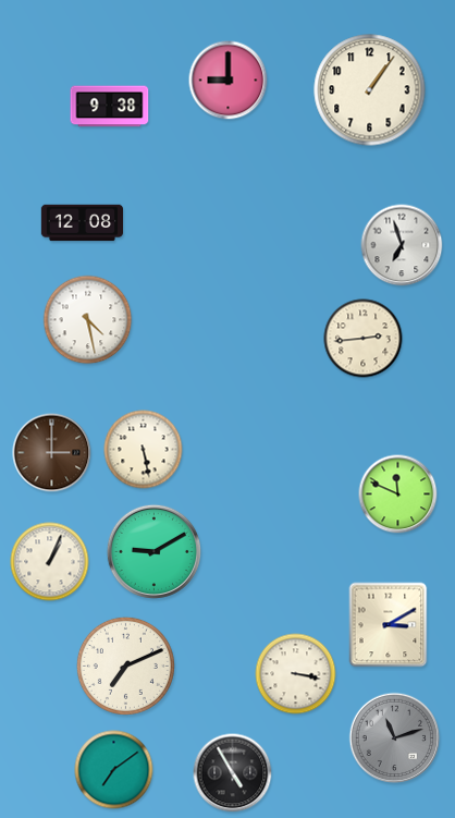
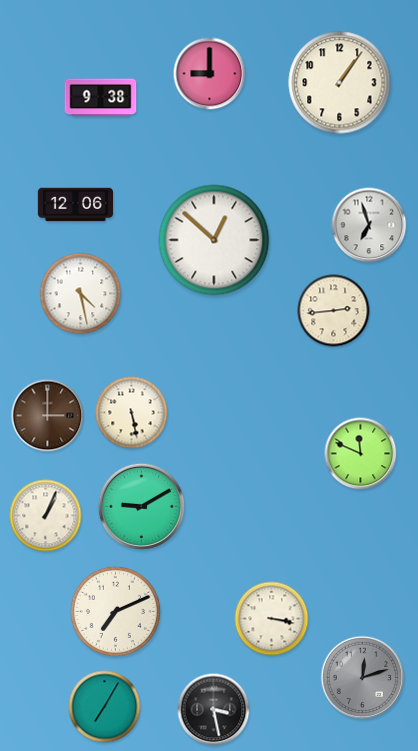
clock at (82, 223): 12:08 -> 12:06
clock at (214, 240): none -> 12:52
clock at (398, 495) position: (398, 495) -> (361, 454)
clock at (389, 625): 3:10 -> none
clock at (395, 738): 11:12 -> 12:12
clock at (114, 770): 7:09 -> 7:05
clock at (233, 773): 4:55 -> 3:28
